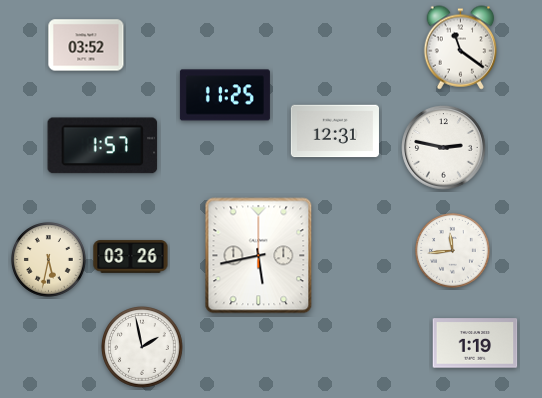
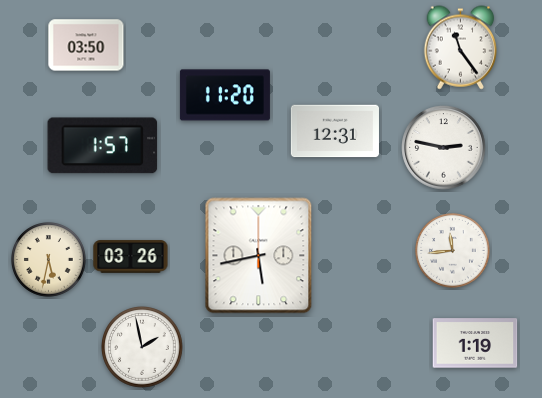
clock at (86, 45): 03:52 -> 03:50
clock at (460, 48): 11:21 -> 11:24
clock at (225, 95): 11:25 -> 11:20
